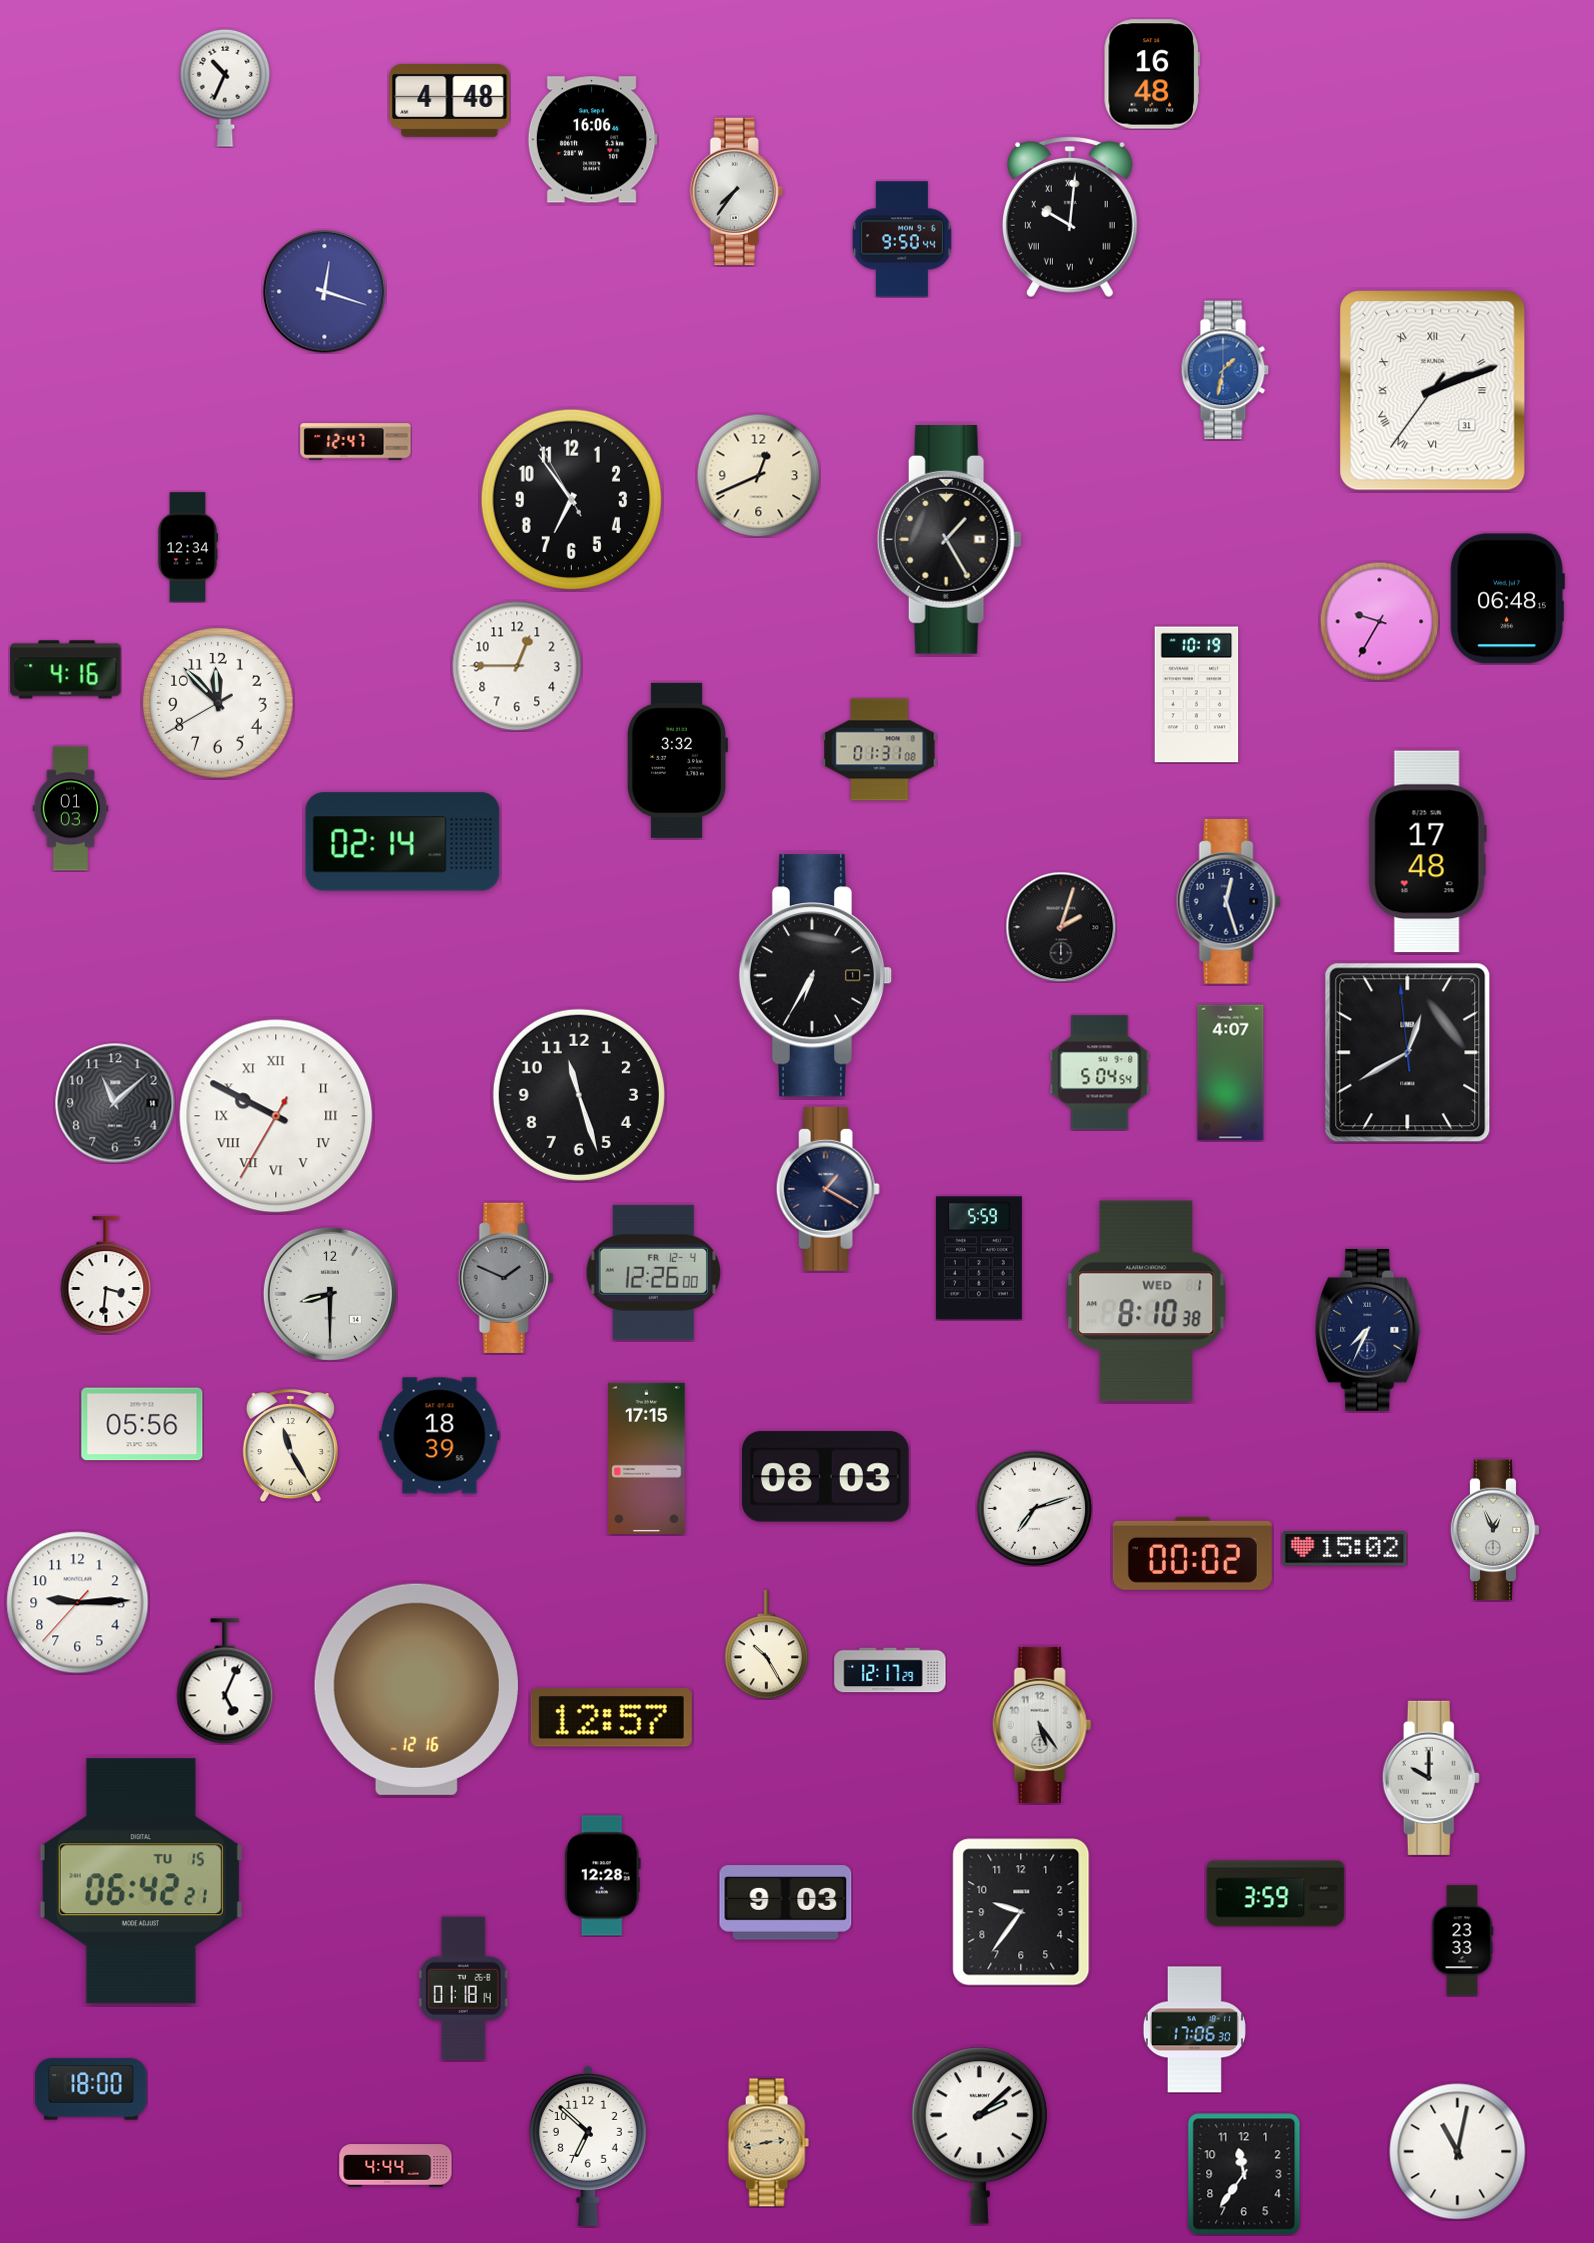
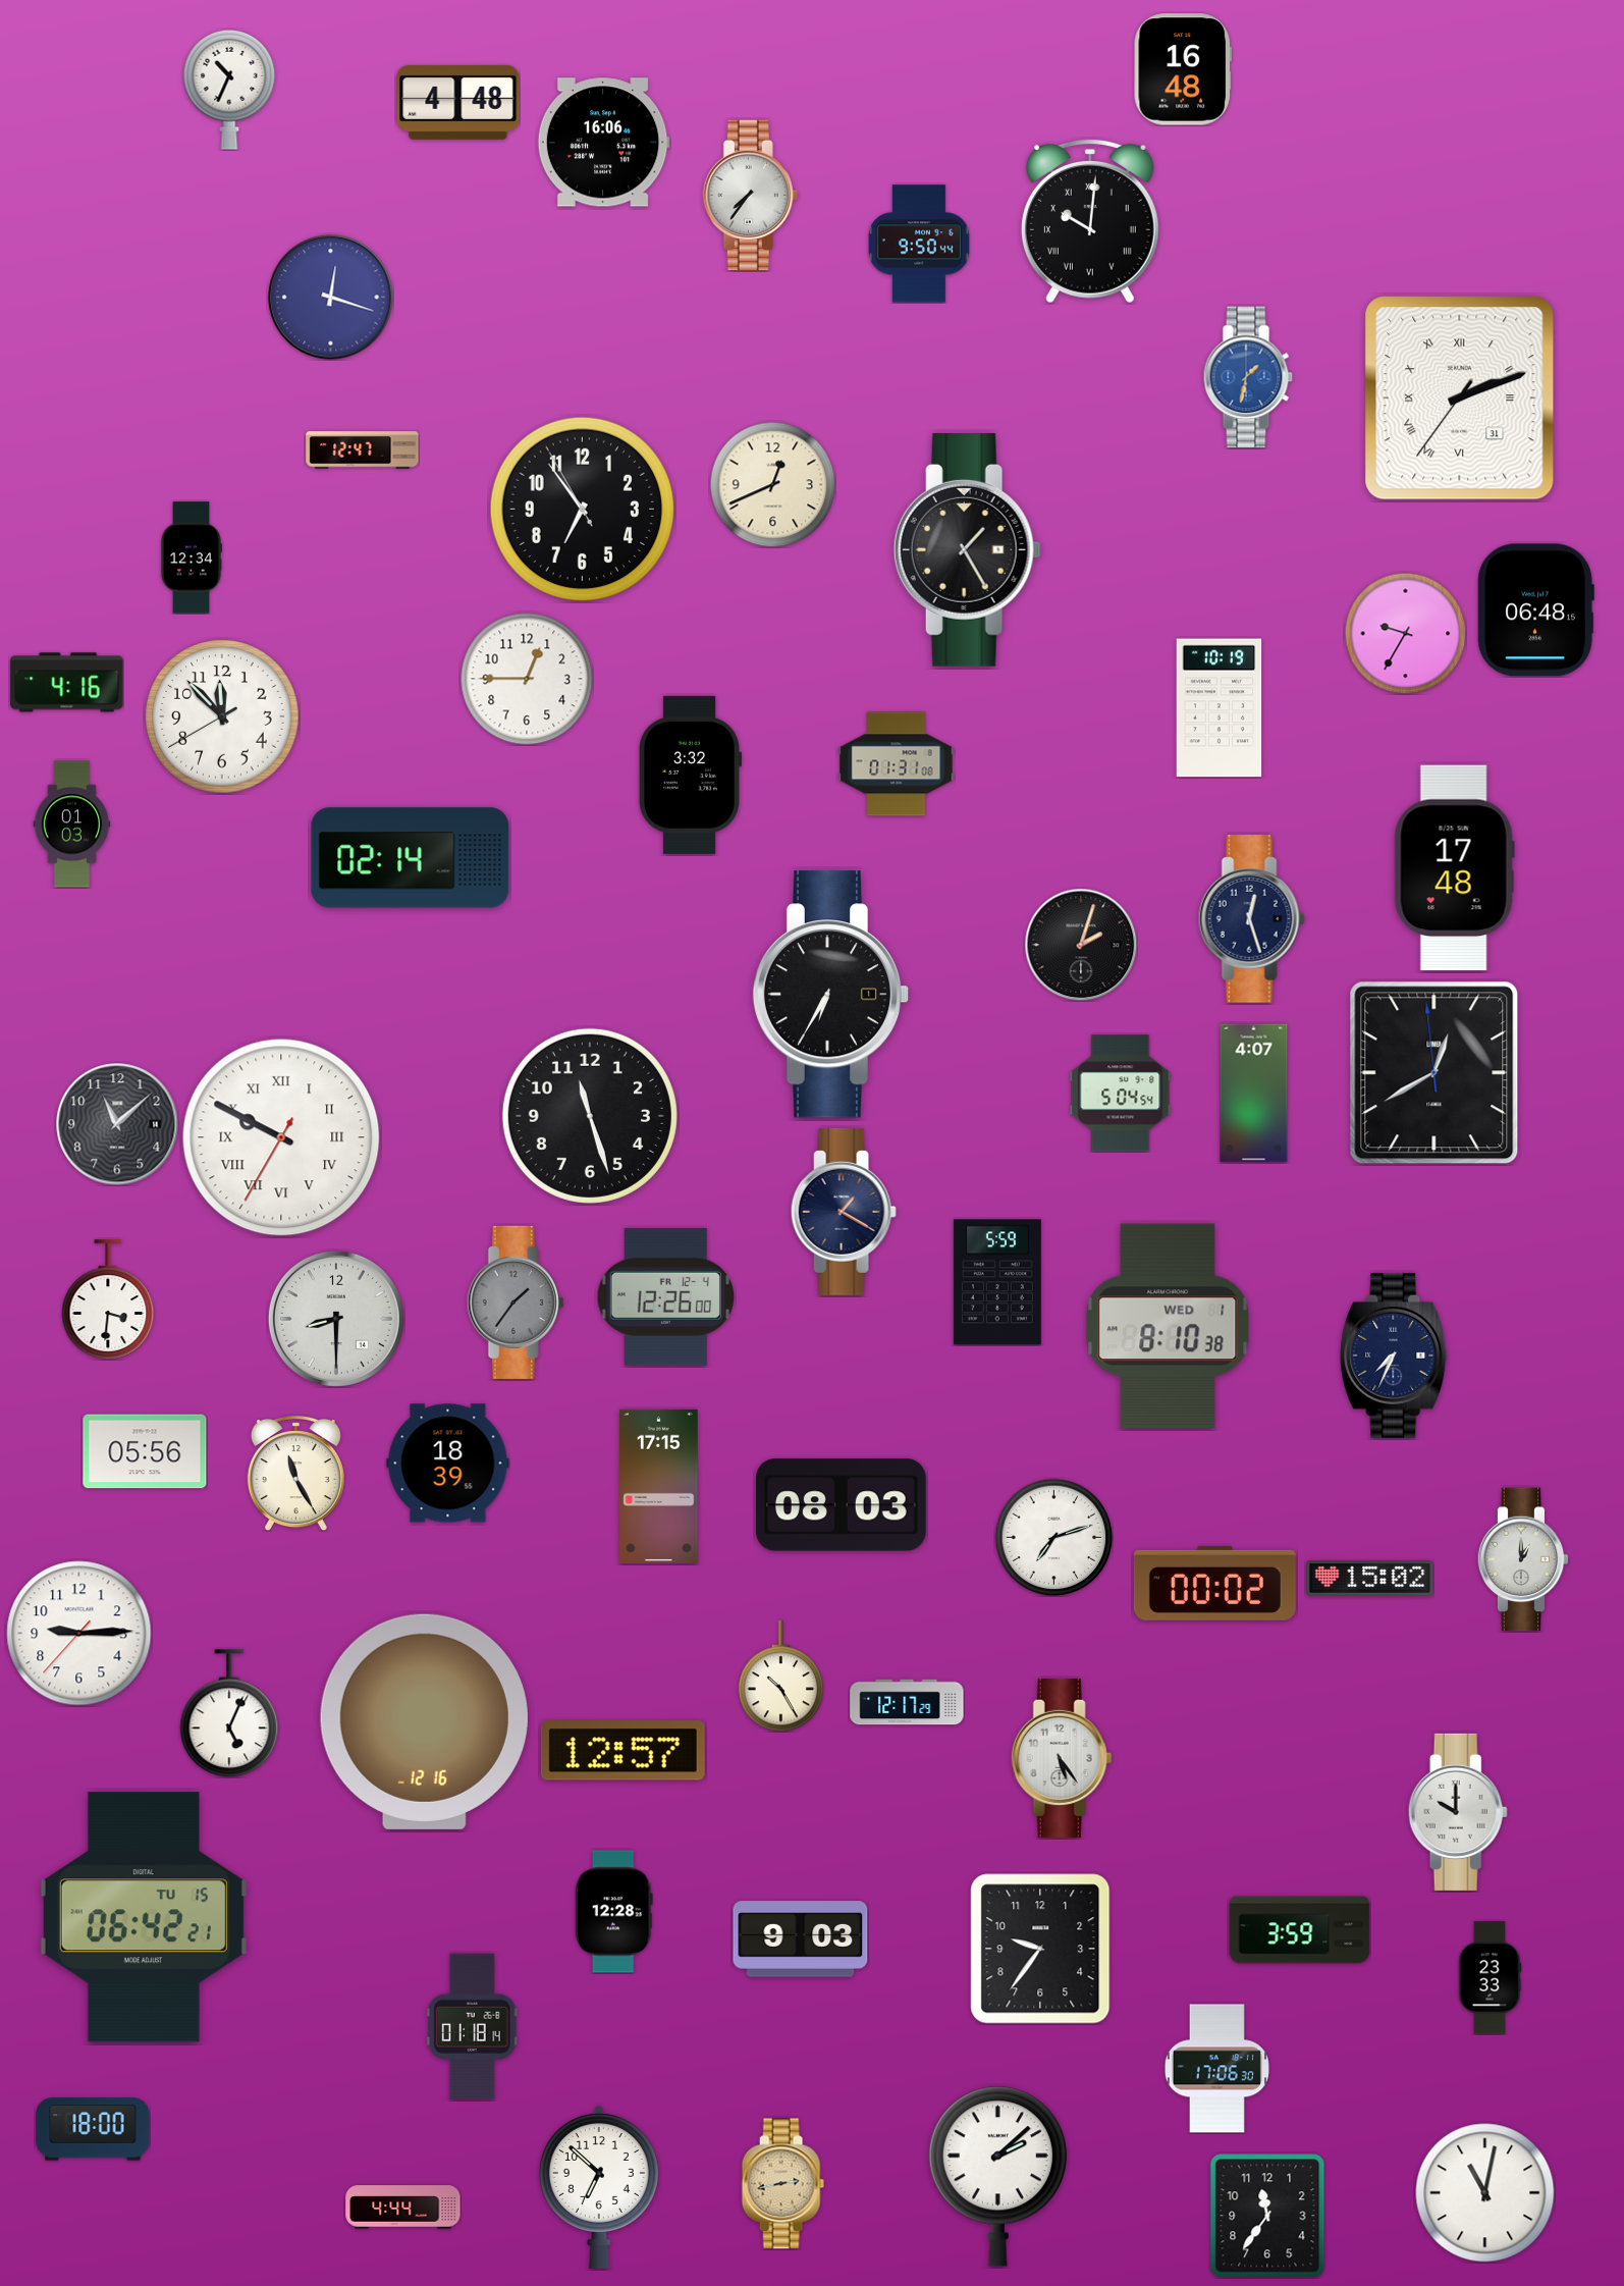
clock at (1152, 74) position: (1152, 74) -> (1183, 69)
clock at (506, 1278): 1:49 -> 1:36
clock at (1495, 1530): 12:56 -> 1:00
